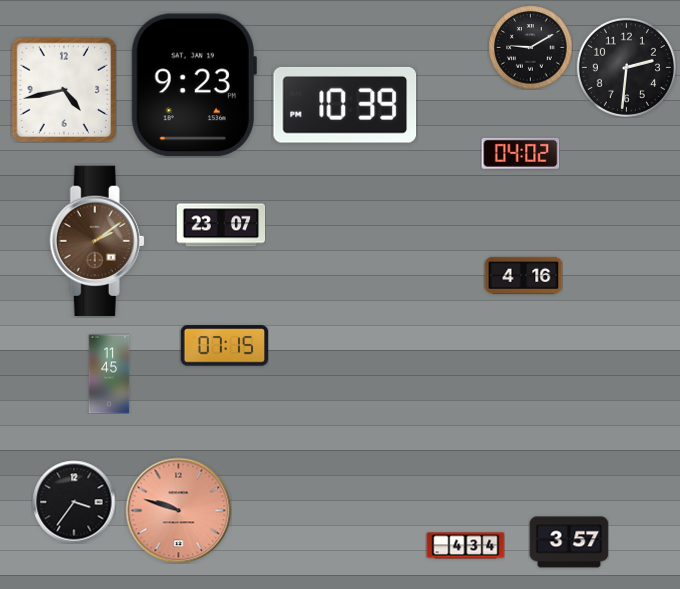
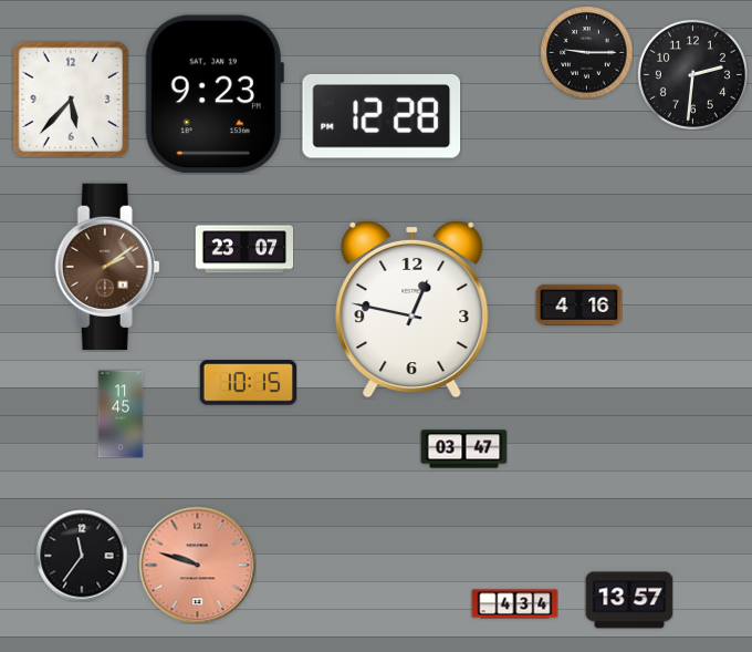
clock at (530, 47): 9:10 -> 9:15
clock at (63, 89): 4:43 -> 5:37
clock at (345, 105): 10:39 -> 12:28
clock at (520, 153): 04:02 -> none
clock at (412, 309): none -> 12:47
clock at (224, 346): 07:15 -> 10:15
clock at (463, 449): none -> 03:47
clock at (74, 502): 3:36 -> 11:36
clock at (569, 542): 3:57 -> 13:57
